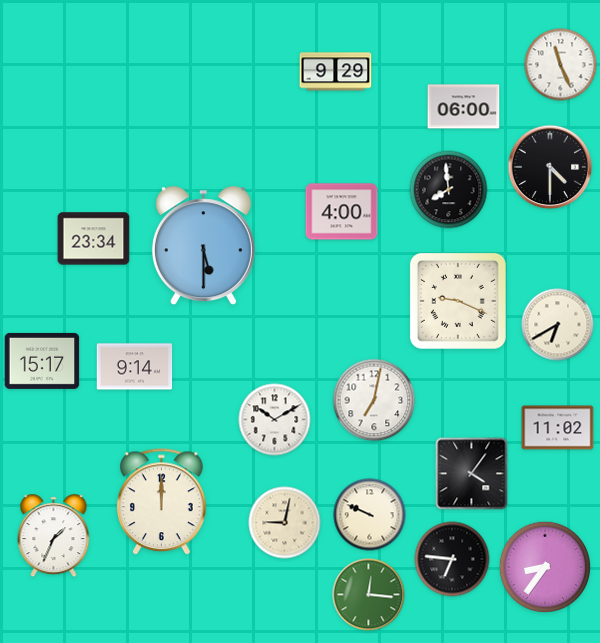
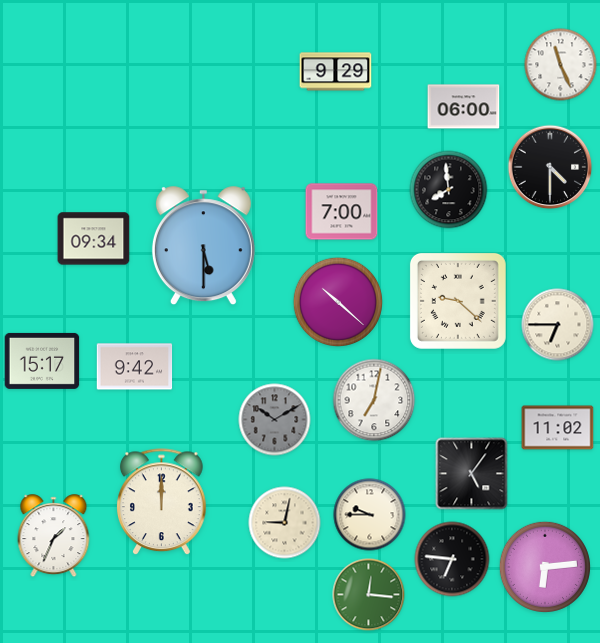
clock at (342, 212): 4:00 -> 7:00
clock at (94, 239): 23:34 -> 09:34
clock at (337, 301): none -> 10:22
clock at (458, 301): 9:19 -> 9:22
clock at (558, 325): 6:40 -> 6:45
clock at (135, 367): 9:14 -> 9:42
clock at (275, 420) dial: white -> grey
clock at (472, 474): 4:06 -> 5:06
clock at (370, 515): 9:49 -> 9:45
clock at (545, 567): 8:36 -> 6:14
